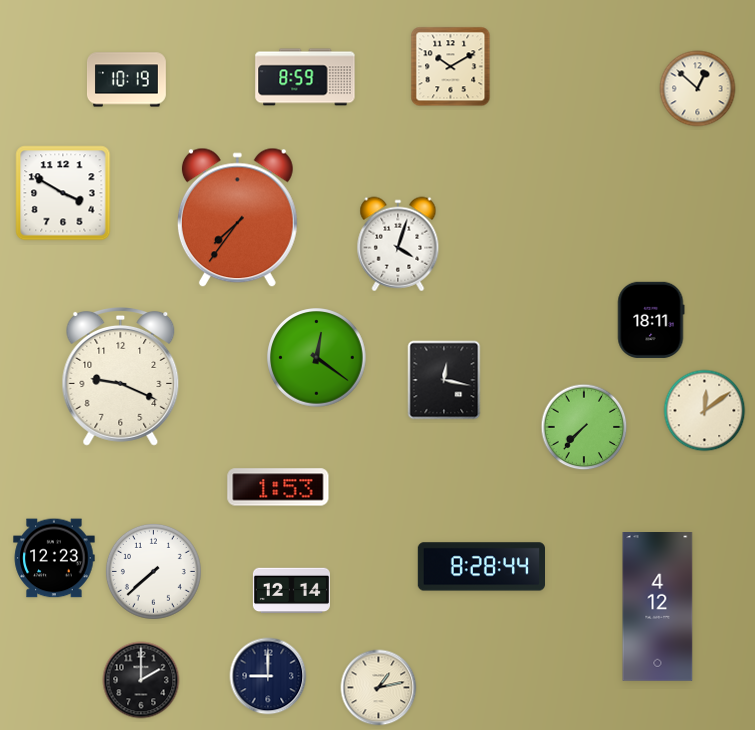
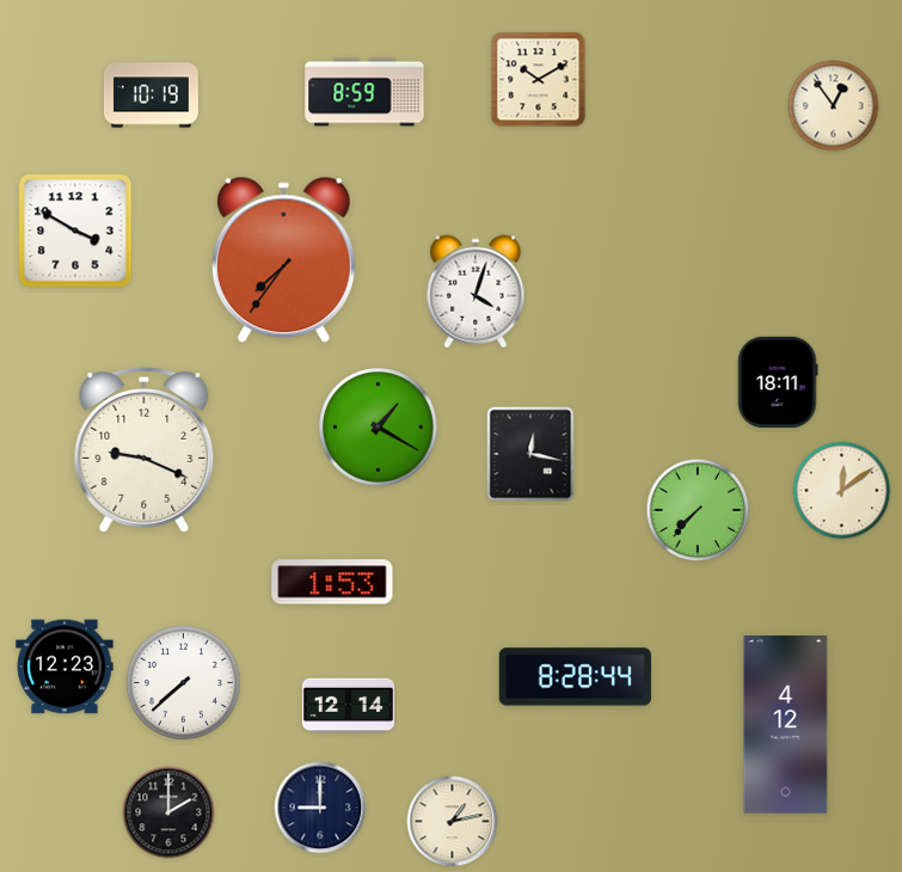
clock at (698, 89): 12:52 -> 12:54
clock at (317, 358): 12:21 -> 1:20
